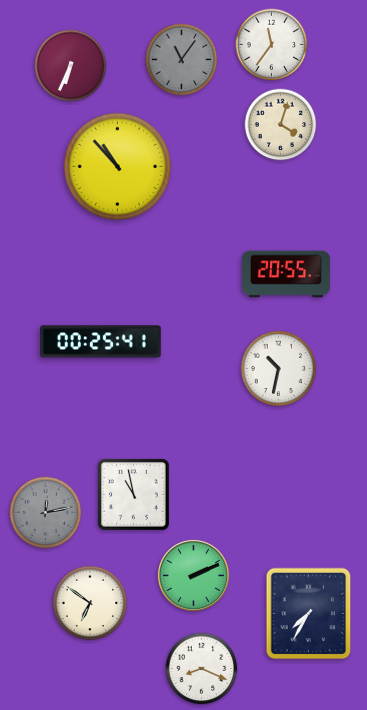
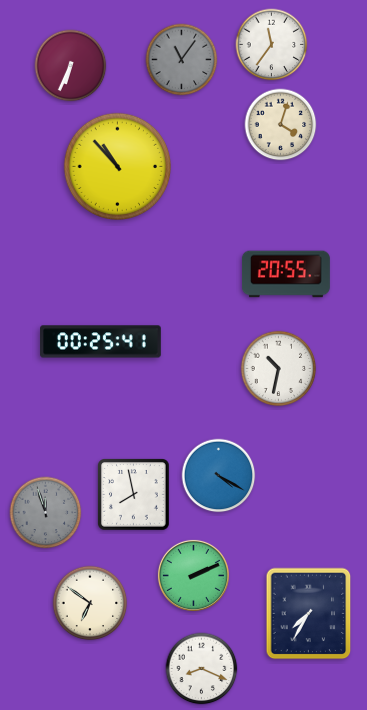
clock at (219, 476): none -> 4:20
clock at (134, 495): 10:58 -> 7:58
clock at (46, 513): 12:13 -> 11:57
